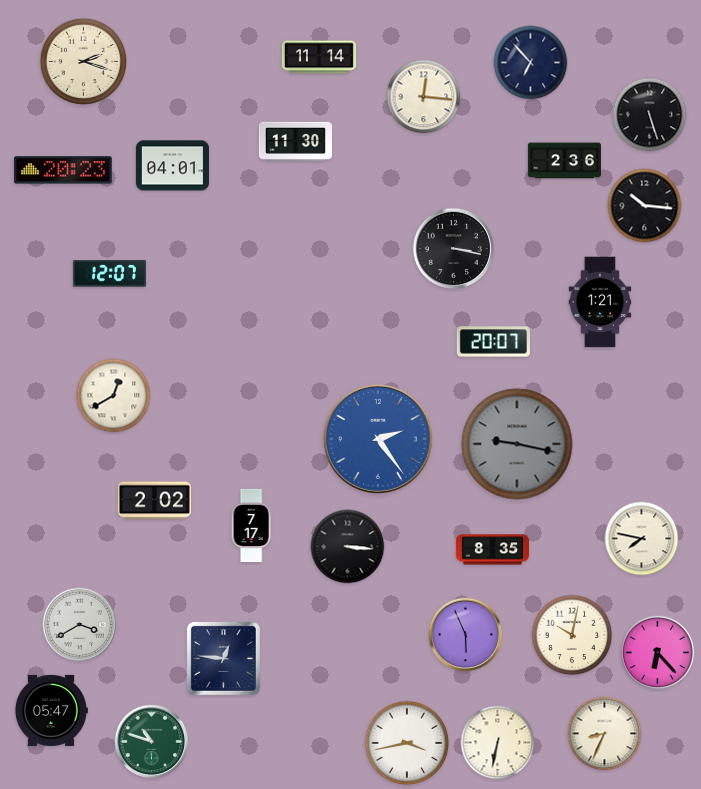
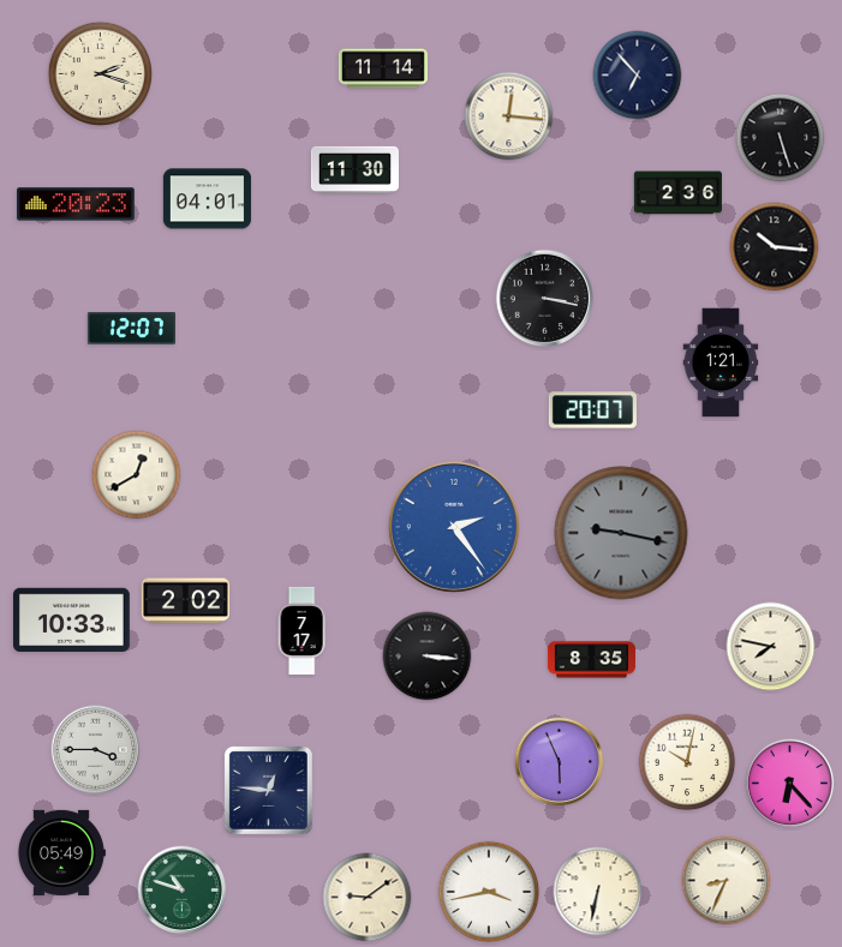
clock at (71, 619): none -> 10:33
clock at (348, 547) position: (348, 547) -> (428, 657)
clock at (80, 625): 3:40 -> 3:45
clock at (51, 710): 05:47 -> 05:49
clock at (368, 898): none -> 9:09
